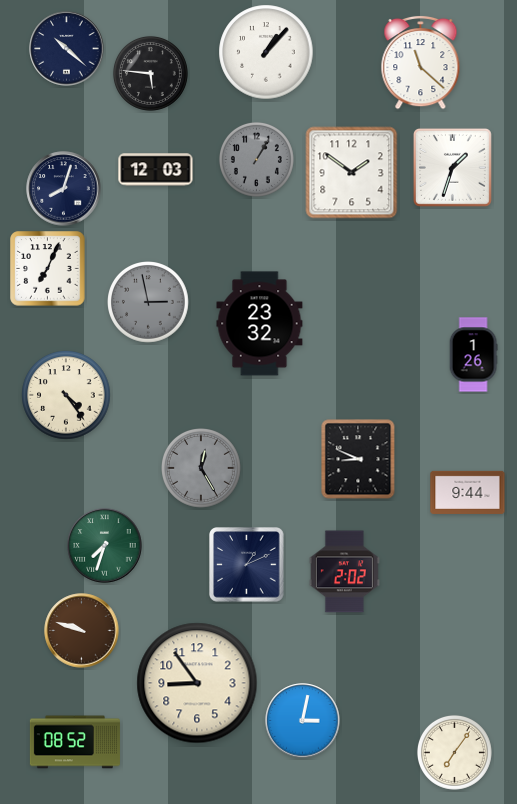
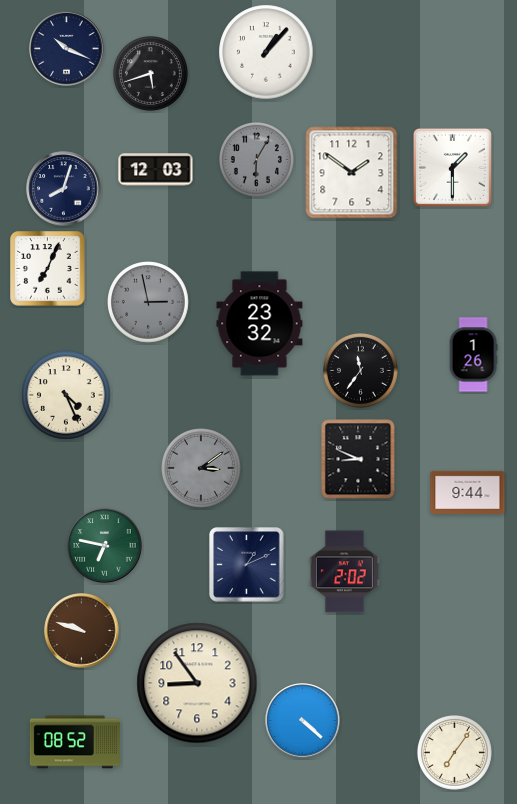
clock at (67, 49): 10:22 -> 10:19
clock at (421, 62): 11:22 -> none
clock at (150, 73): 5:46 -> 5:42
clock at (256, 159): 1:05 -> 6:05
clock at (452, 167): 1:33 -> 1:30
clock at (360, 370): none -> 11:36
clock at (66, 395): 4:24 -> 4:26
clock at (202, 469): 12:25 -> 3:09
clock at (105, 546): 7:33 -> 6:47
clock at (303, 721): 3:02 -> 4:22
